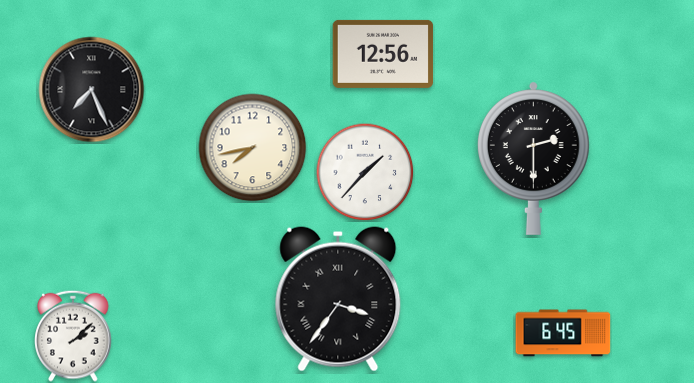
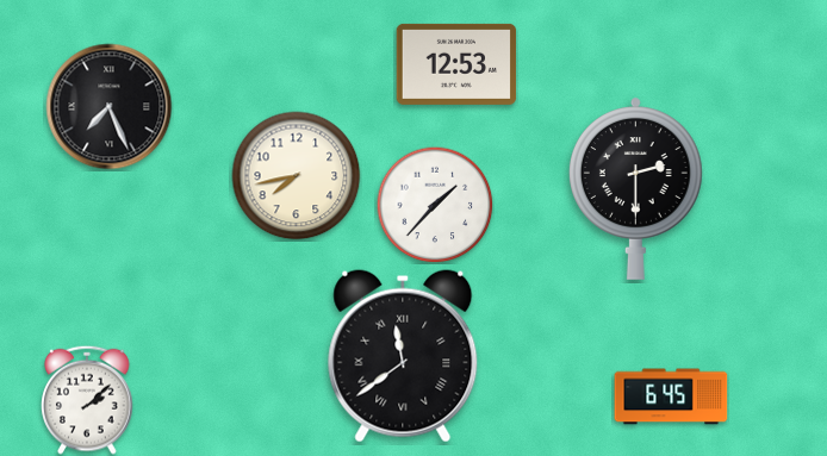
clock at (383, 54): 12:56 -> 12:53
clock at (253, 148) position: (253, 148) -> (297, 176)
clock at (338, 299): 3:36 -> 11:39
